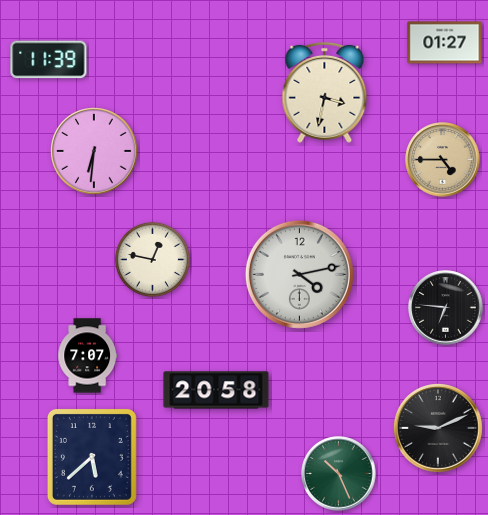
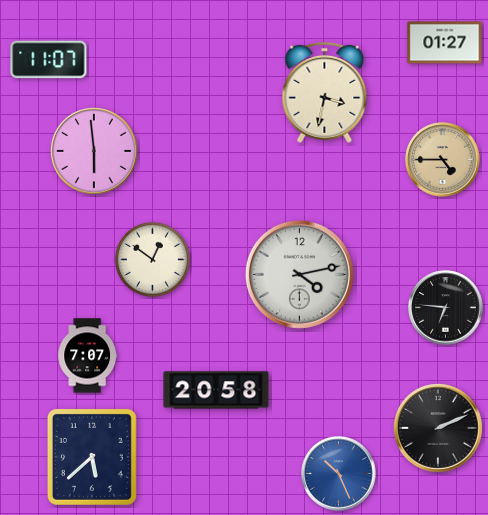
clock at (49, 60): 11:39 -> 11:07
clock at (94, 151): 6:31 -> 5:59
clock at (152, 259): 12:47 -> 12:51
clock at (439, 429): 9:11 -> 2:11
clock at (339, 474) dial: green -> blue
